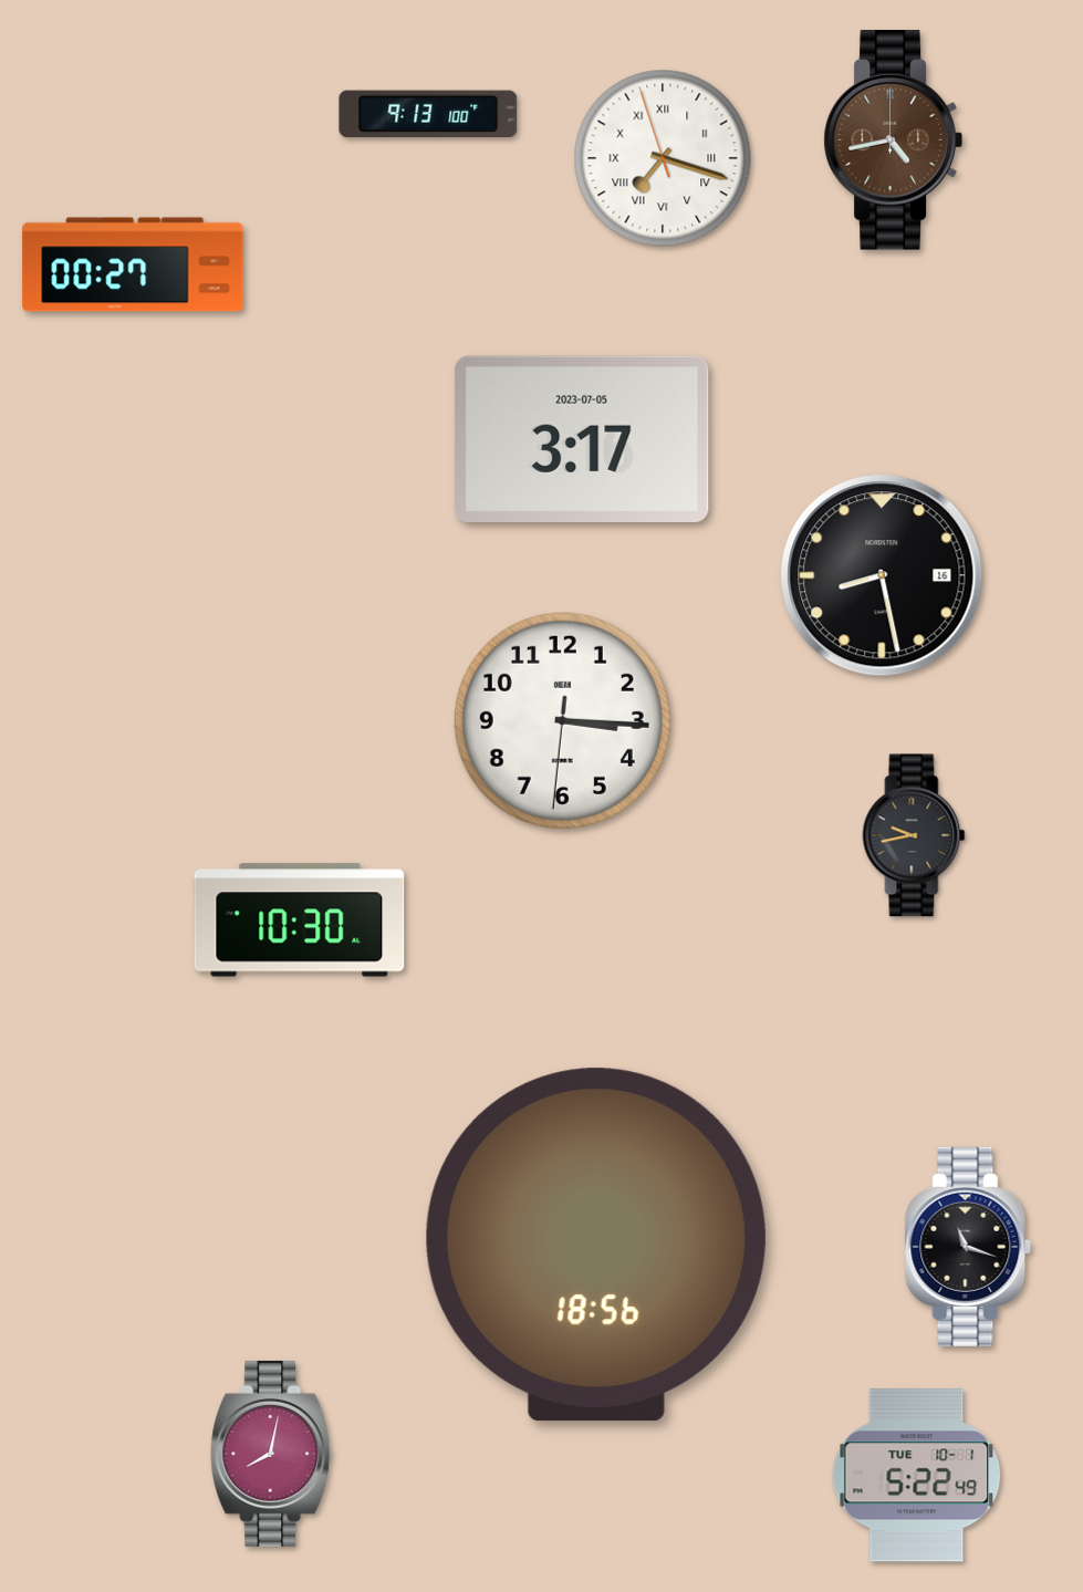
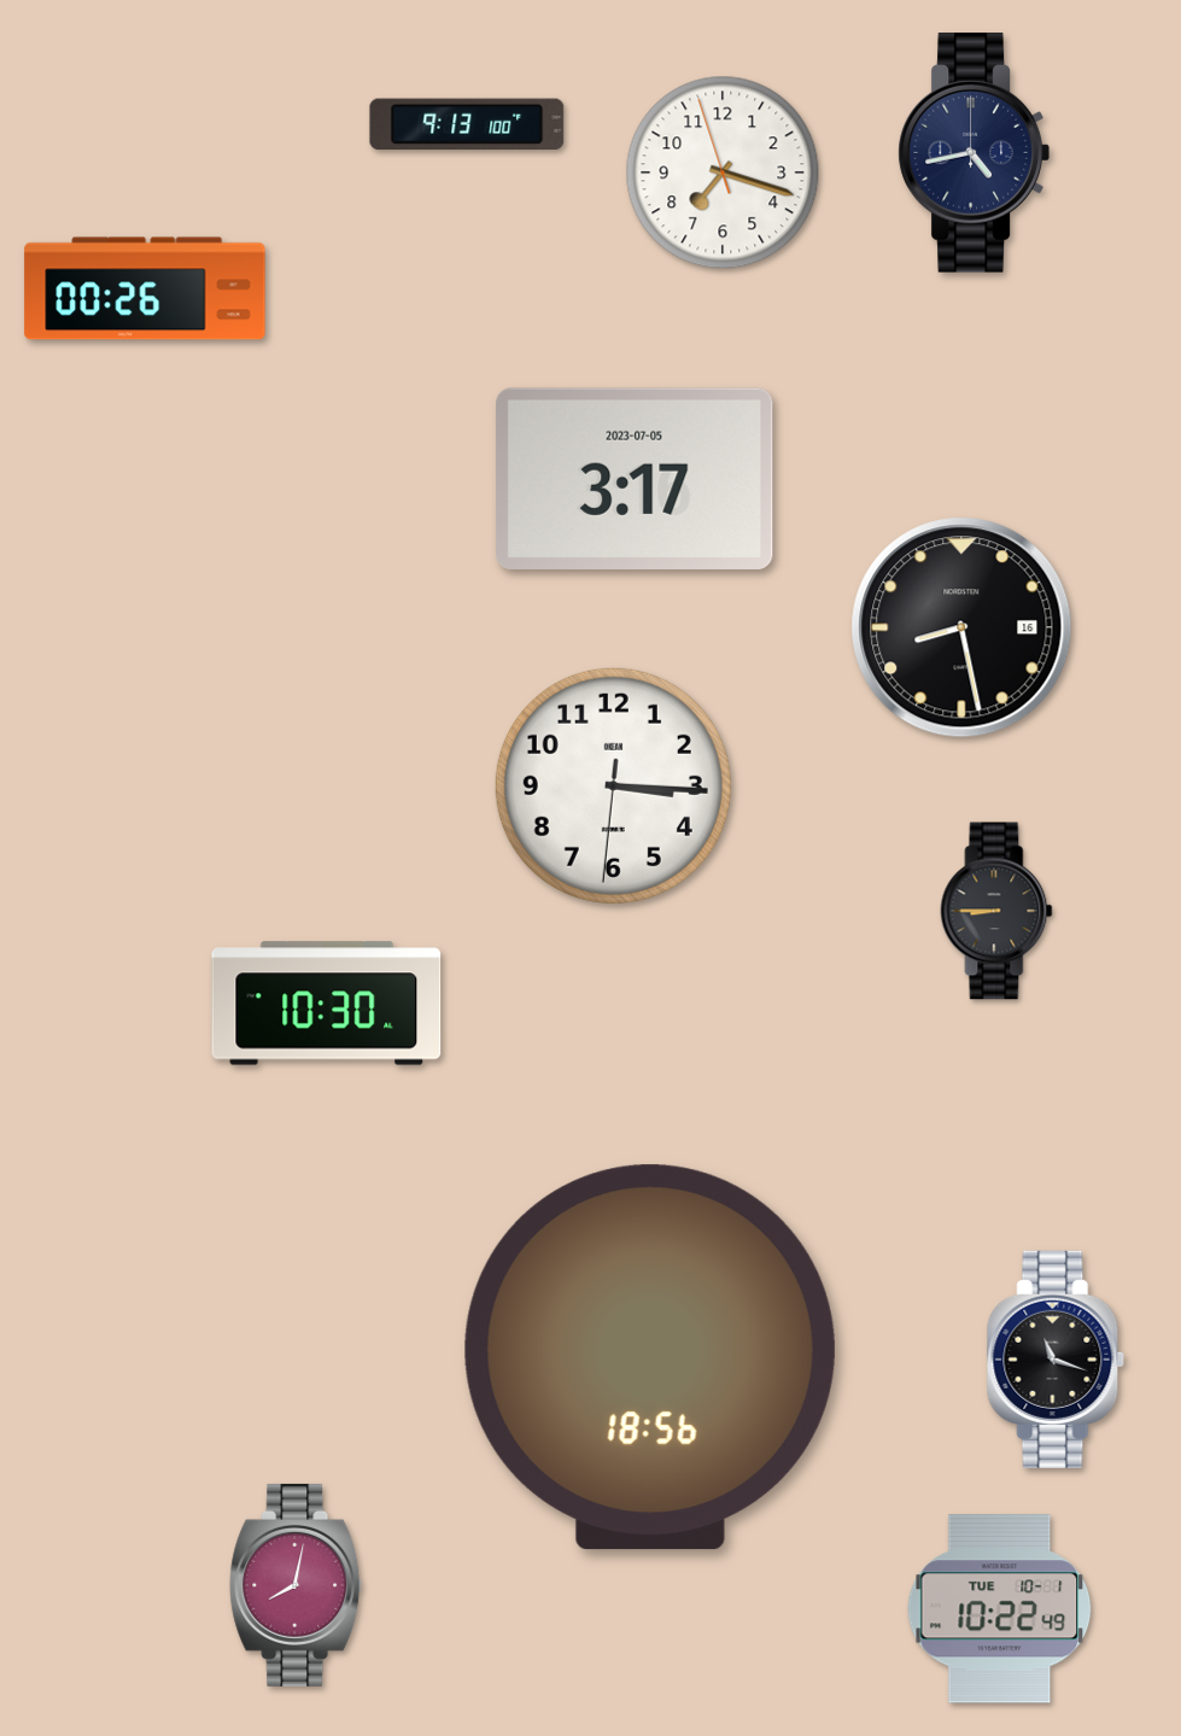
clock at (893, 141) dial: brown -> navy
clock at (663, 158) numerals: Roman -> Arabic
clock at (133, 264): 00:27 -> 00:26
clock at (914, 835): 9:43 -> 8:45
clock at (917, 1476): 5:22 -> 10:22
